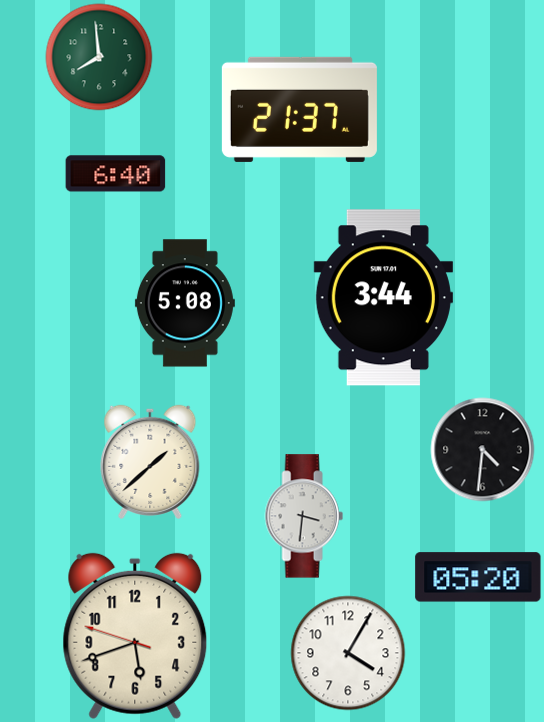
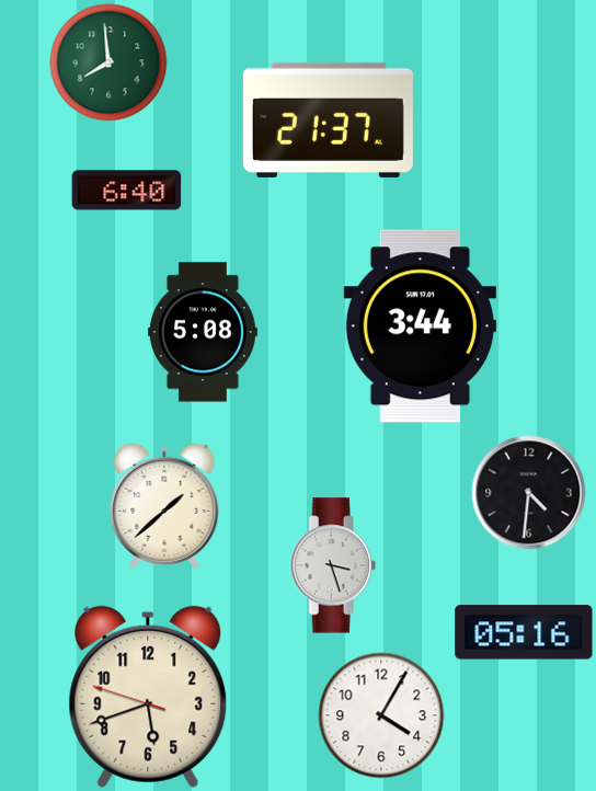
clock at (304, 516): 3:31 -> 3:27
clock at (478, 577): 05:20 -> 05:16
